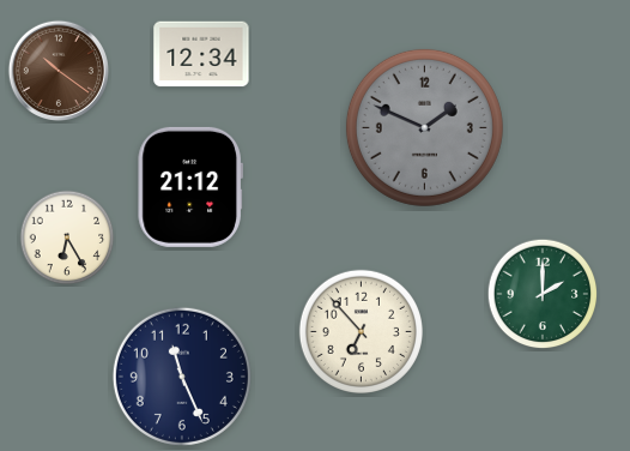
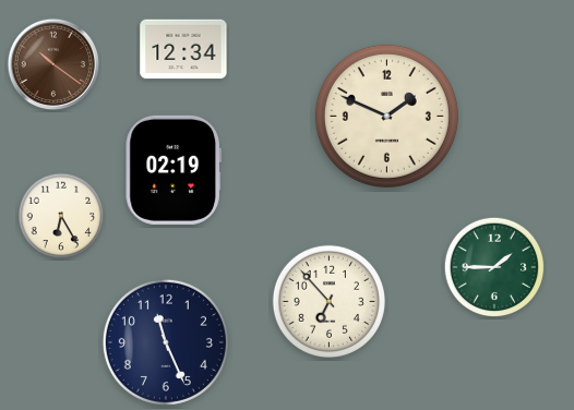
clock at (424, 127) dial: grey -> cream
clock at (190, 187): 21:12 -> 02:19
clock at (543, 294): 2:00 -> 1:45
